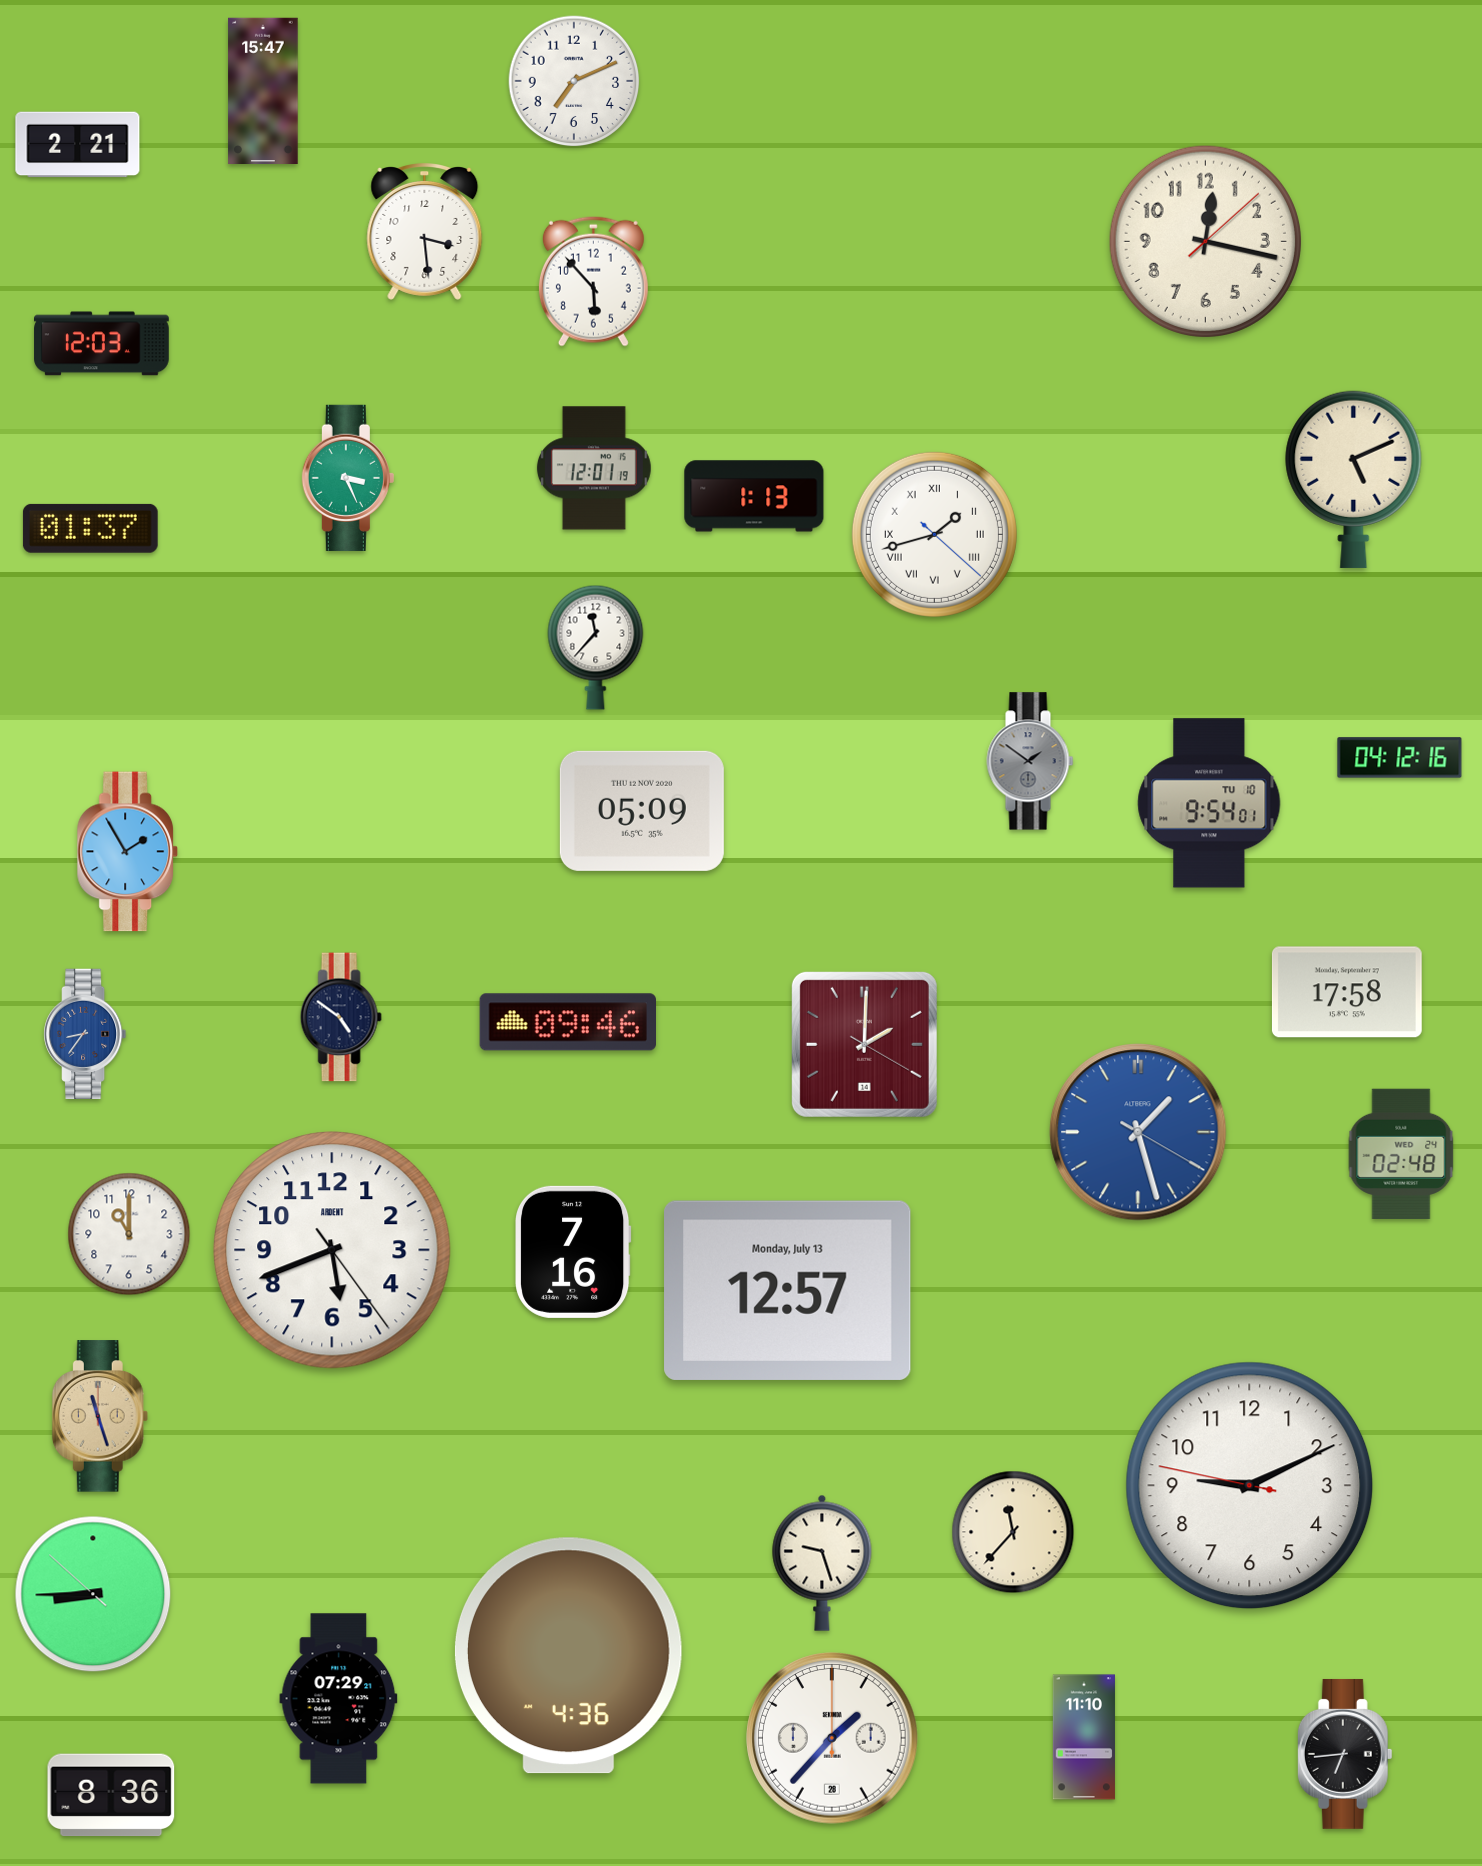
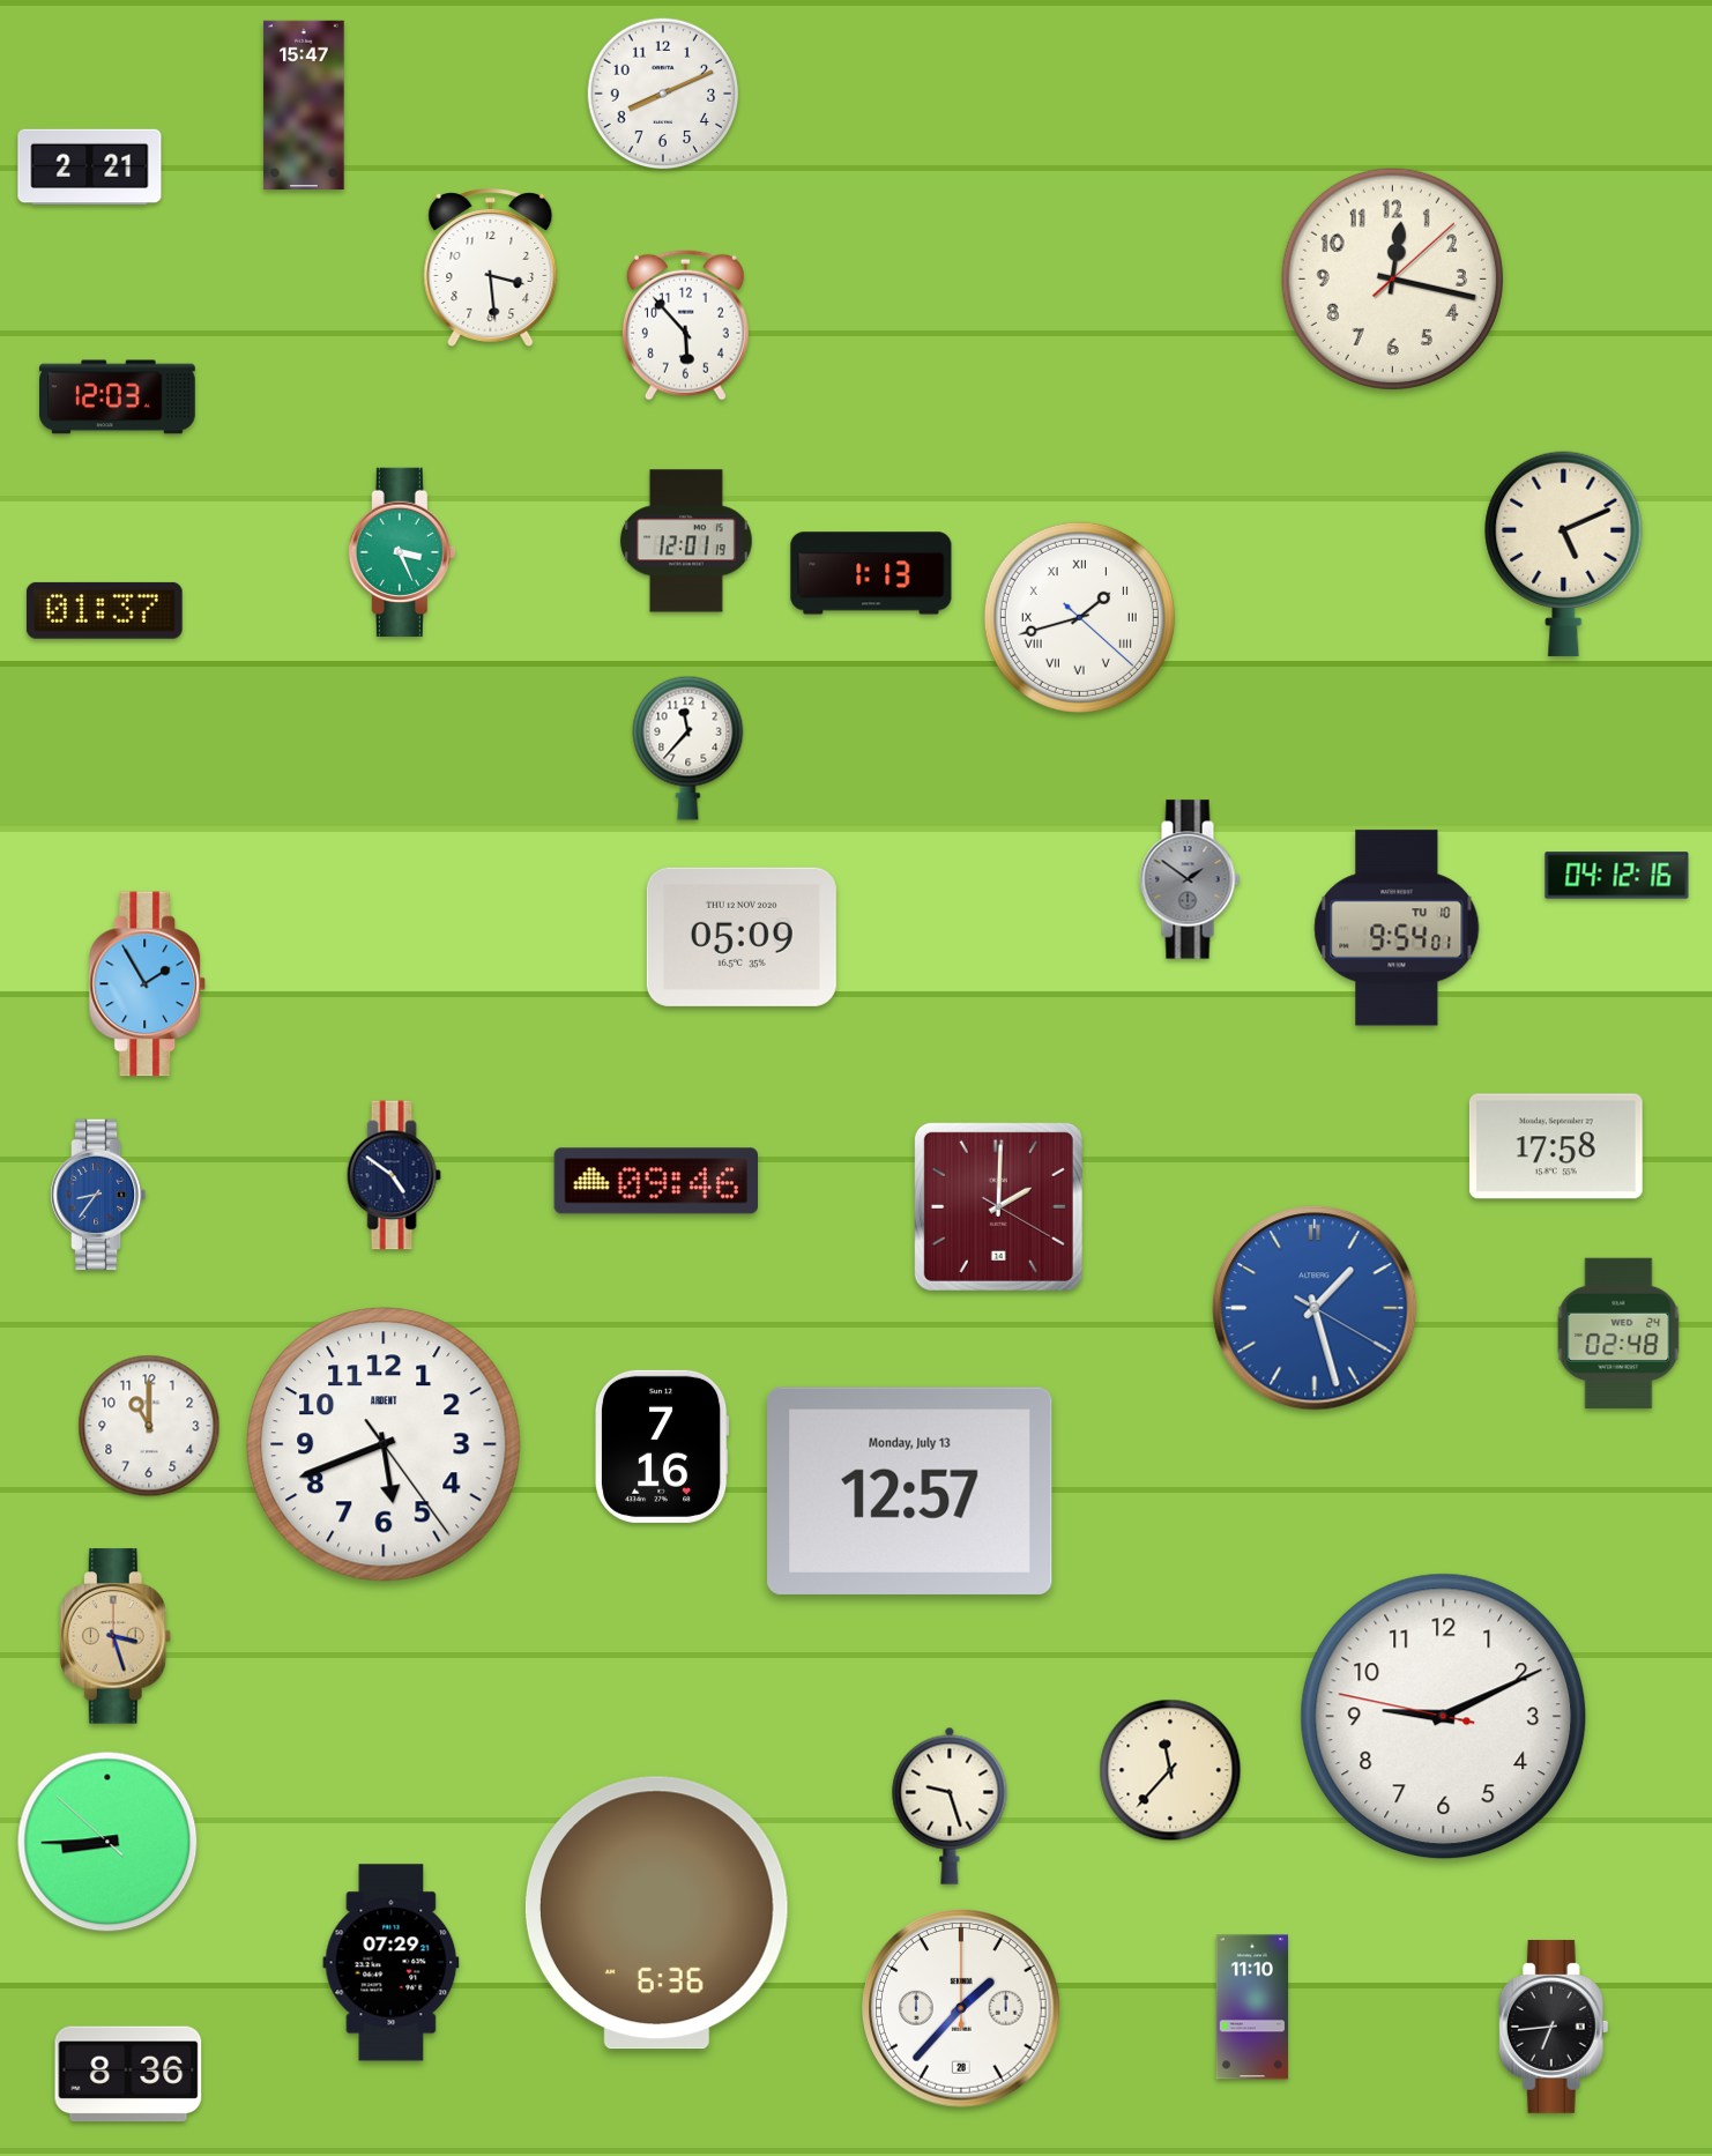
clock at (574, 81): 7:11 -> 8:11
clock at (100, 1416): 11:27 -> 3:27
clock at (568, 1656): 4:36 -> 6:36
